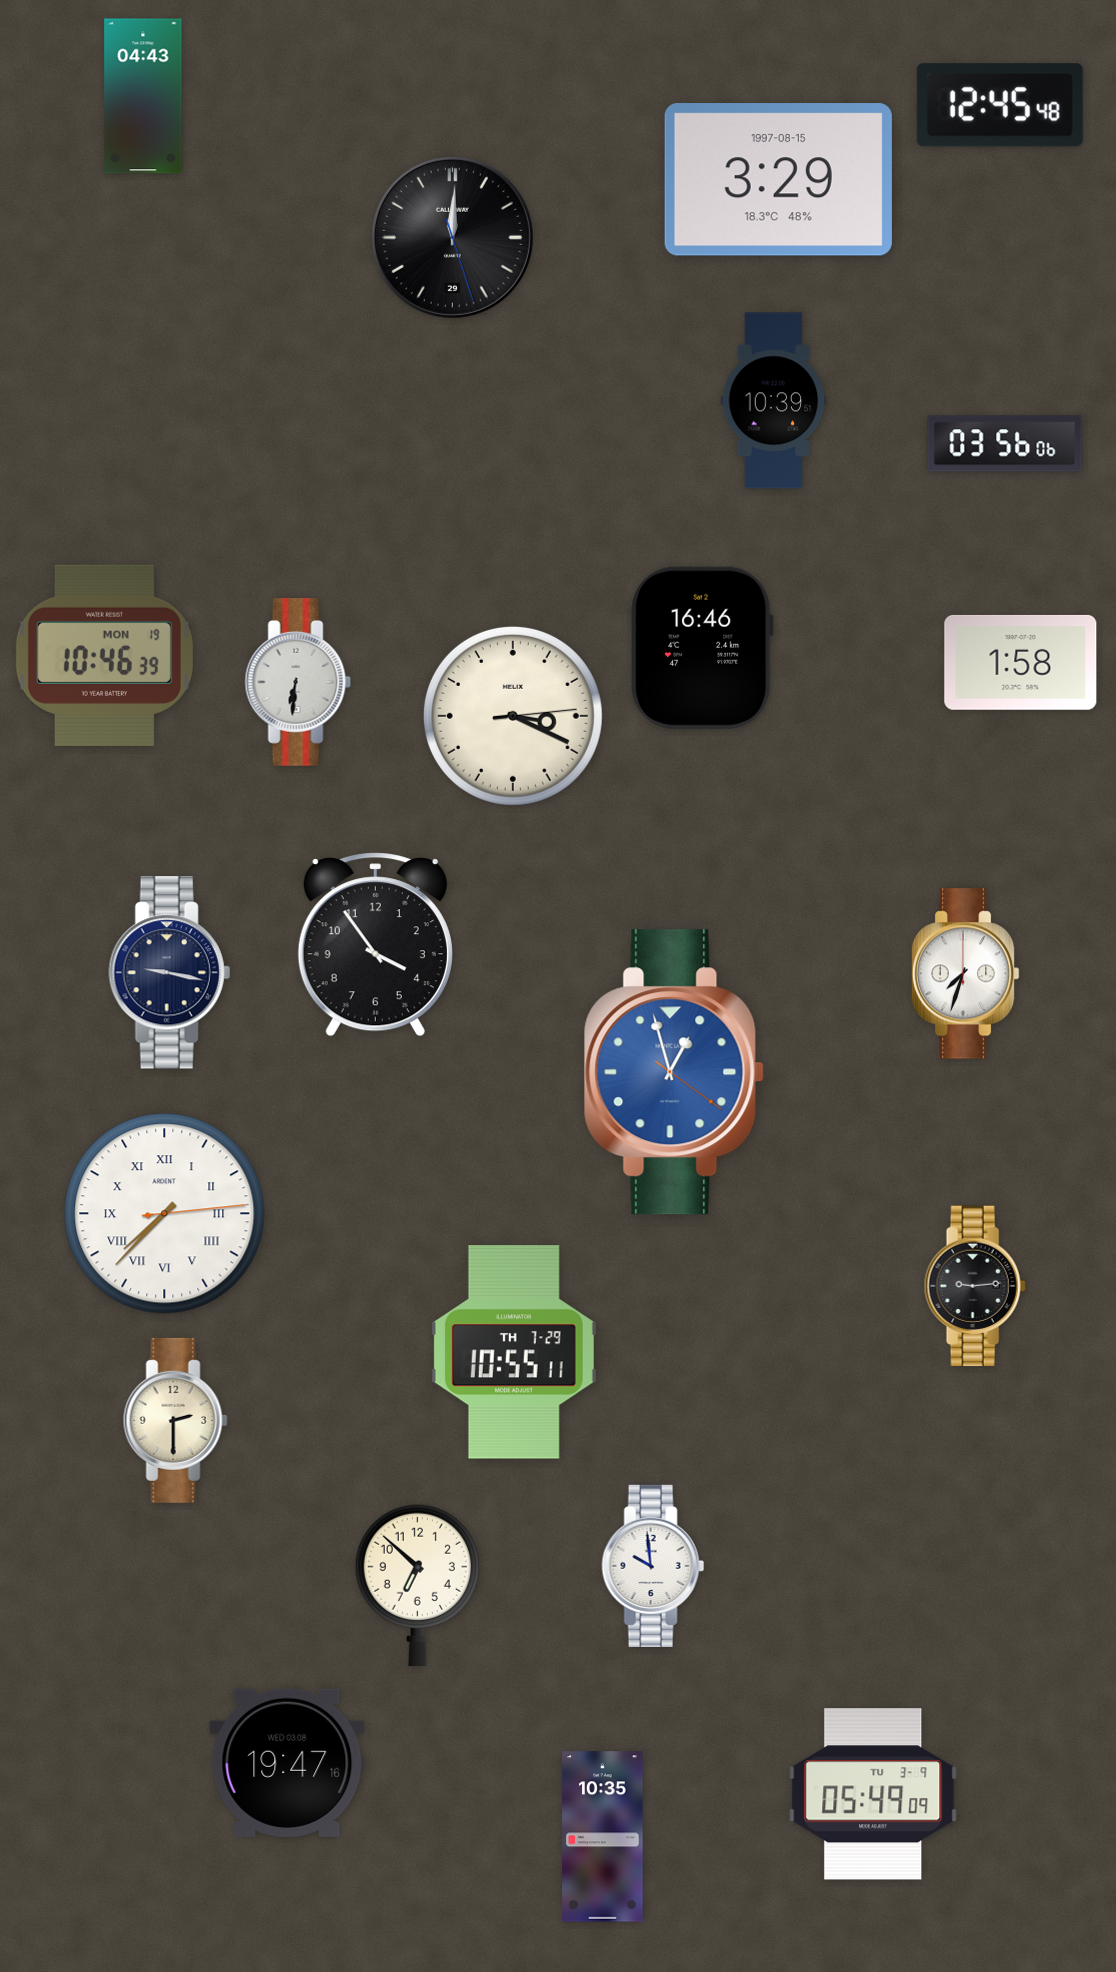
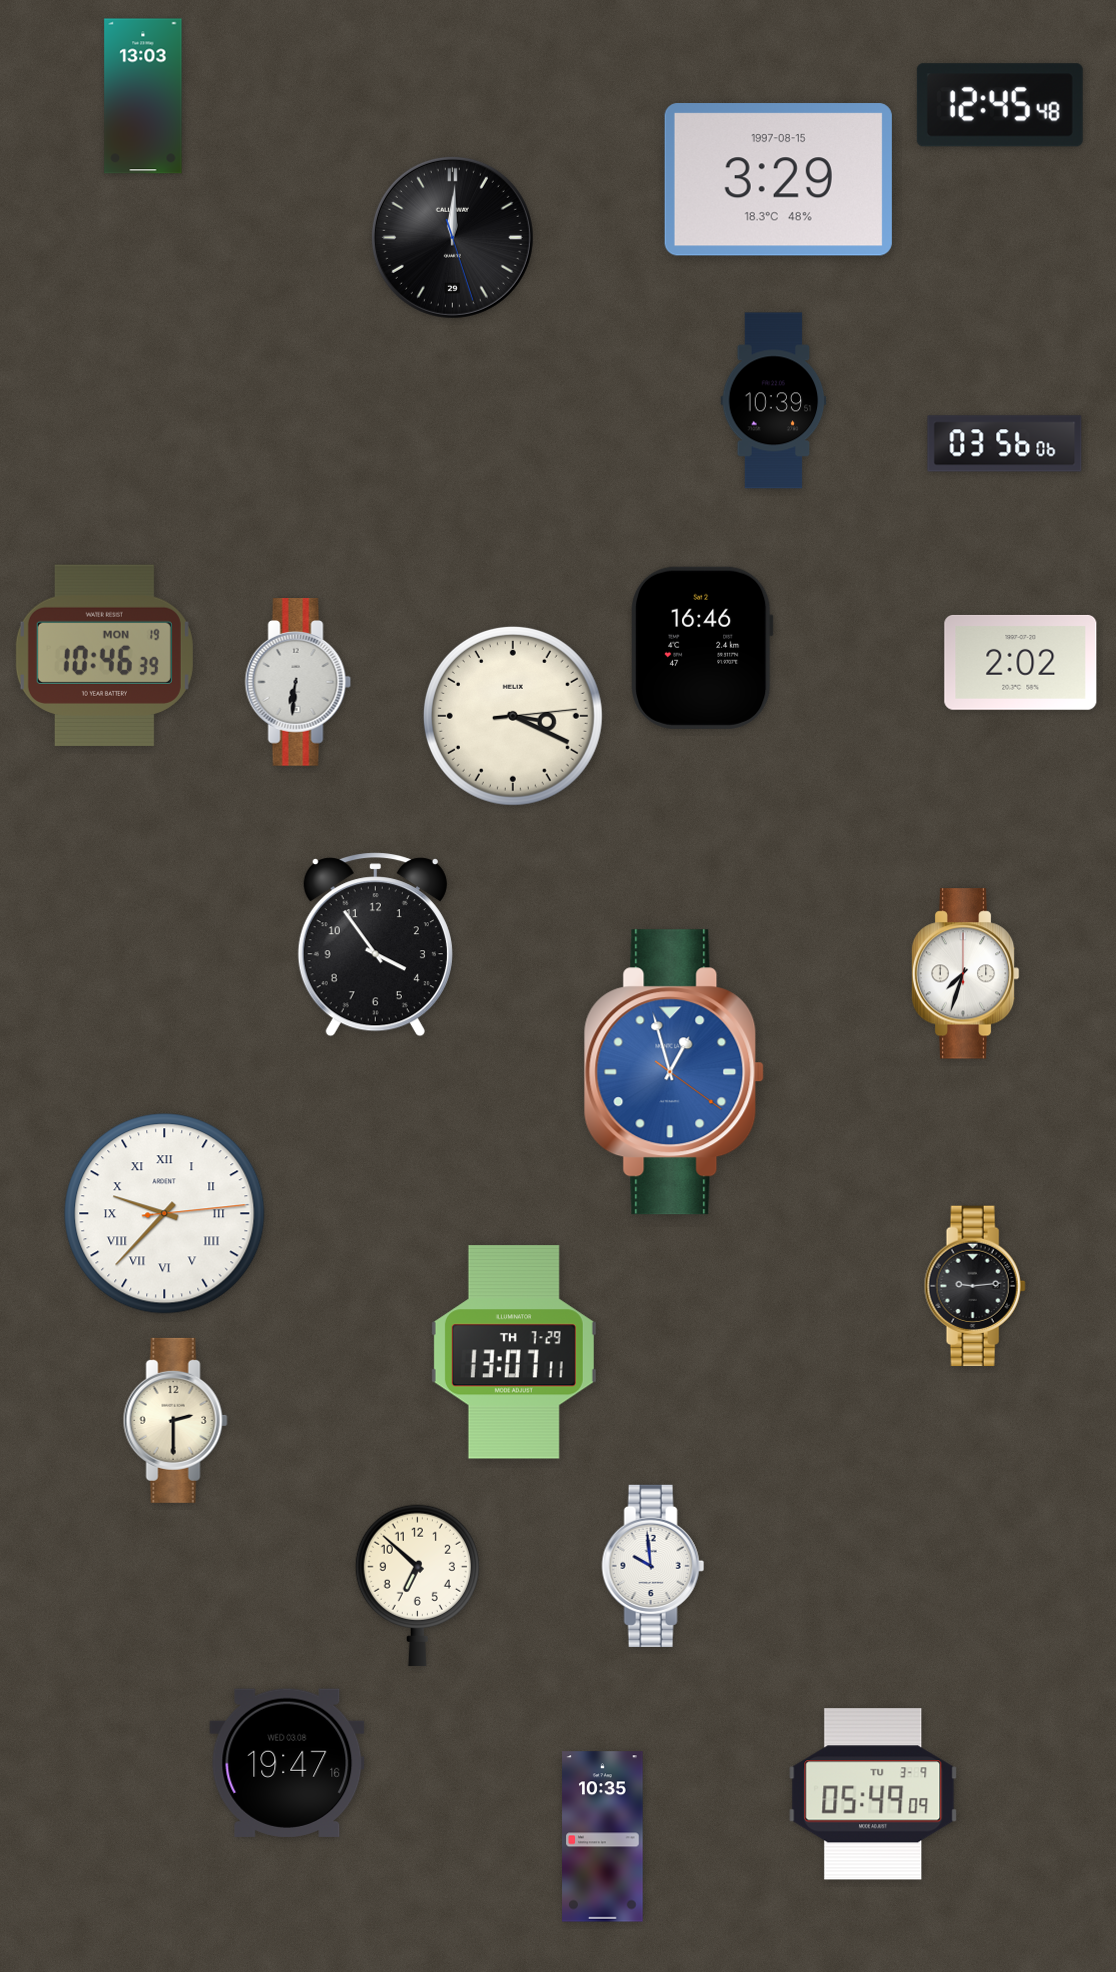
clock at (143, 96): 04:43 -> 13:03
clock at (1021, 662): 1:58 -> 2:02
clock at (169, 973): 9:17 -> none
clock at (165, 1214): 7:37 -> 9:37
clock at (514, 1352): 10:55 -> 13:07
